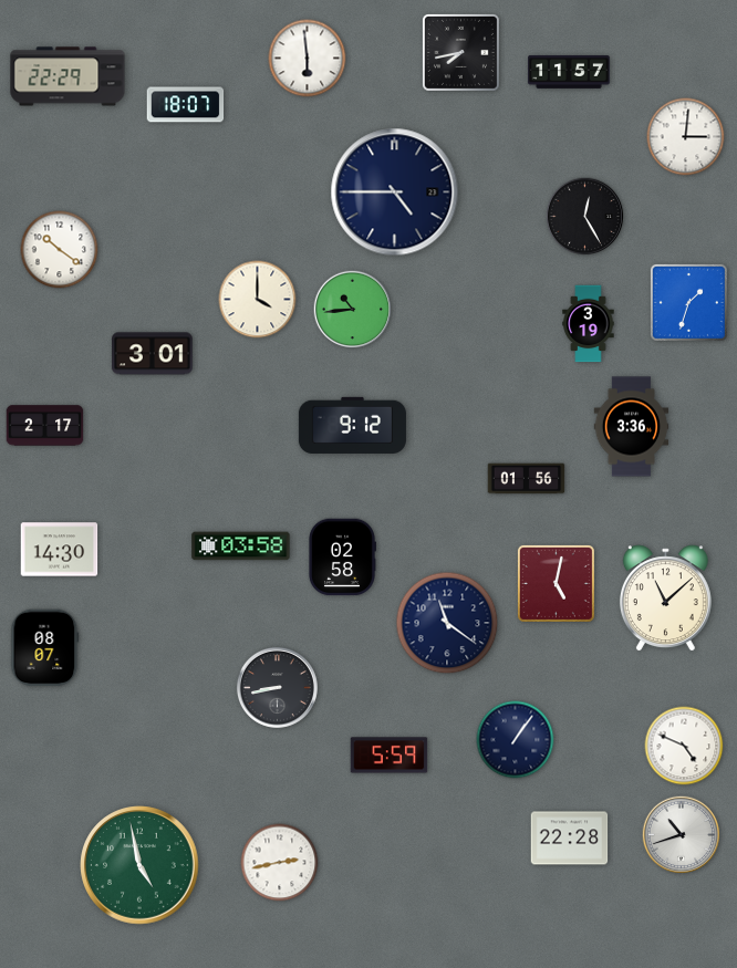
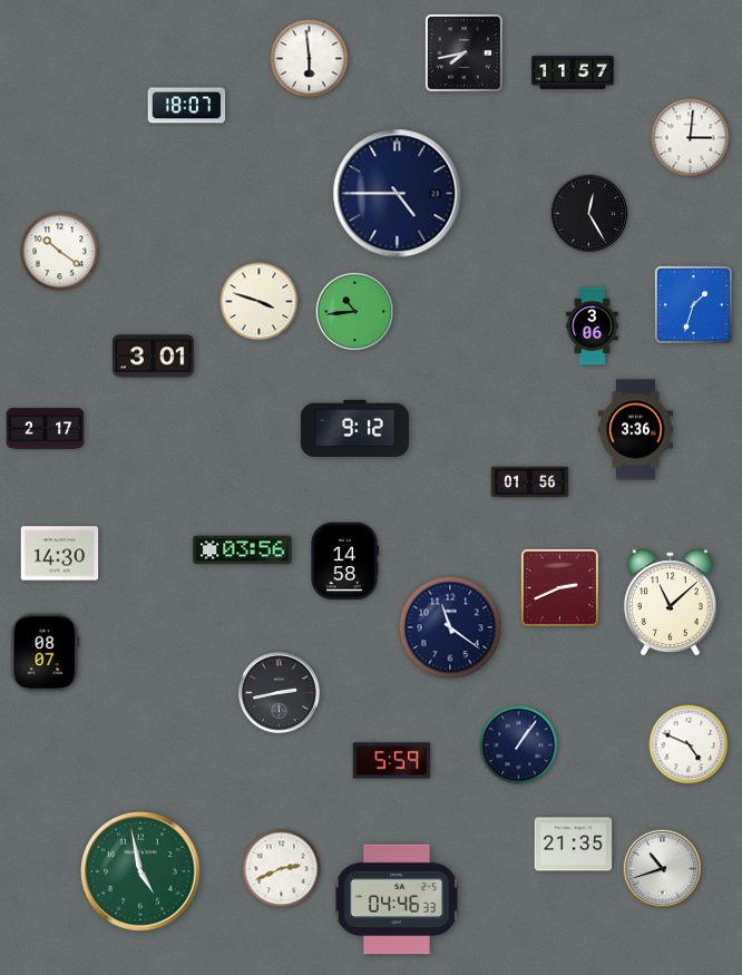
clock at (68, 76): 22:29 -> none
clock at (585, 217) position: (585, 217) -> (589, 214)
clock at (258, 300): 4:00 -> 3:48
clock at (589, 324): 3:19 -> 3:06
clock at (241, 547): 03:58 -> 03:56
clock at (343, 558): 02:58 -> 14:58
clock at (556, 583): 5:02 -> 2:41
clock at (277, 687): 8:43 -> 2:43
clock at (684, 746) position: (684, 746) -> (689, 744)
clock at (682, 835) position: (682, 835) -> (663, 869)
clock at (570, 839): 22:28 -> 21:35
clock at (280, 863): 2:43 -> 2:41
clock at (397, 899): none -> 04:46
